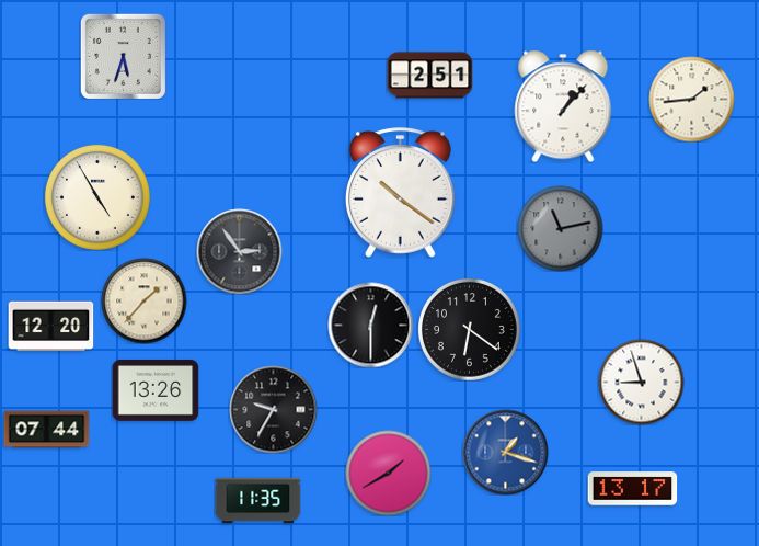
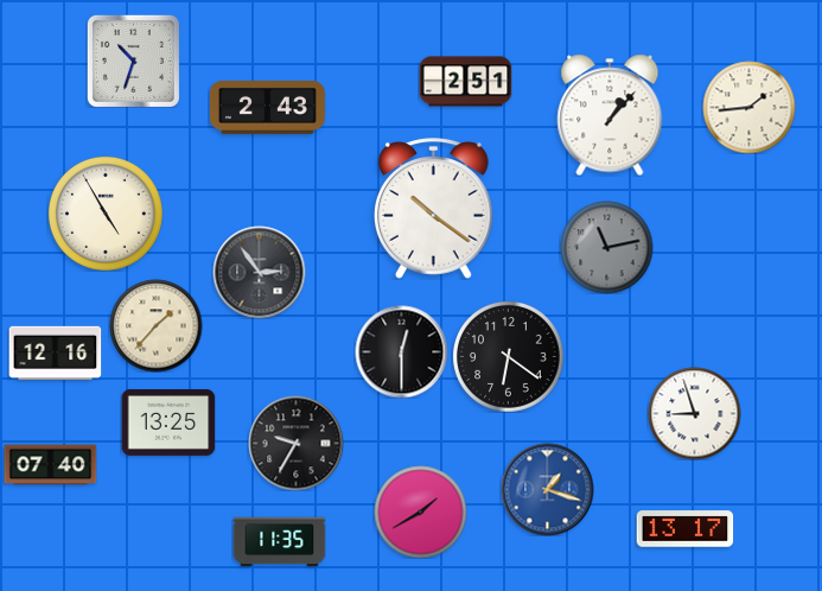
clock at (123, 56): 5:33 -> 10:33
clock at (267, 108): none -> 2:43
clock at (50, 326): 12:20 -> 12:16
clock at (156, 390): 13:26 -> 13:25
clock at (46, 430): 07:44 -> 07:40
